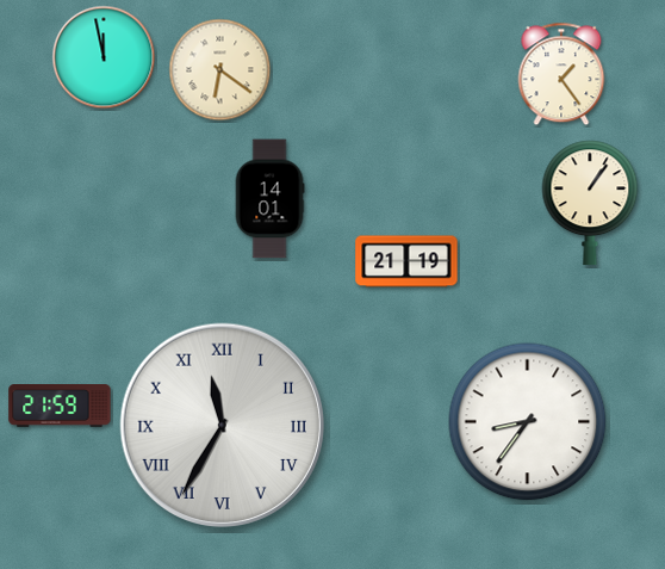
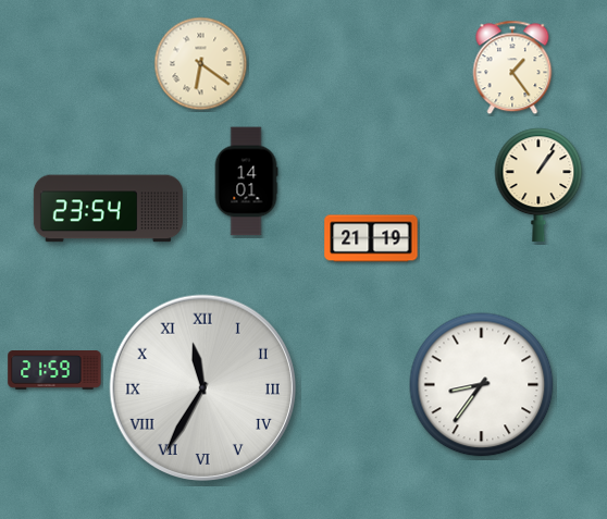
clock at (104, 57): 11:58 -> none
clock at (108, 209): none -> 23:54
